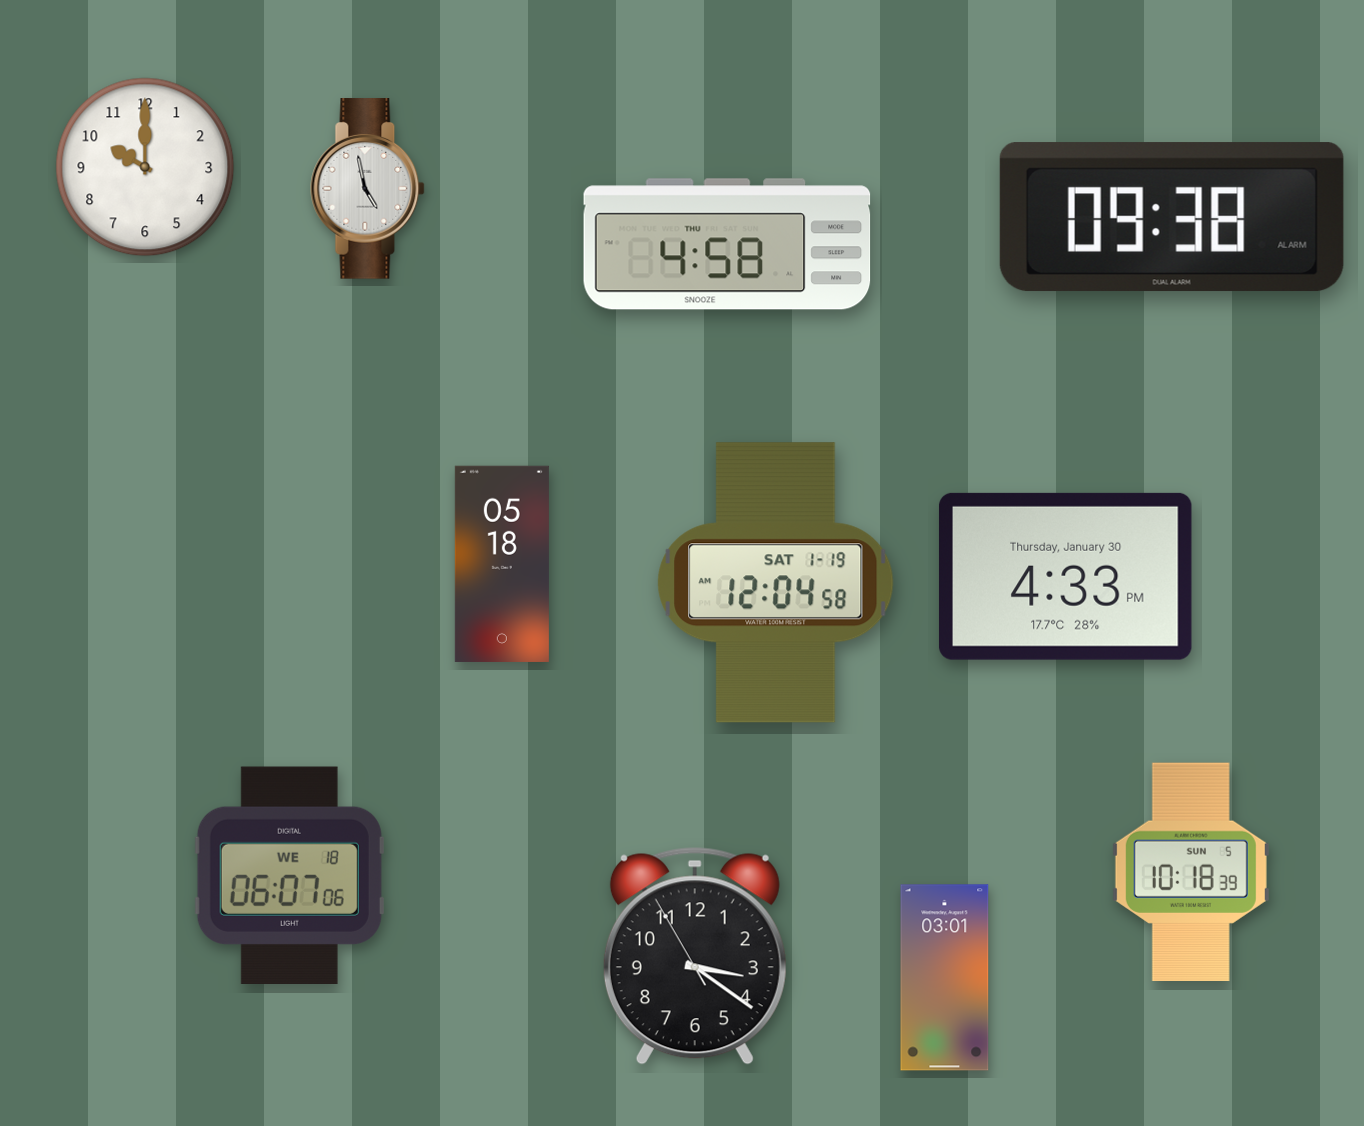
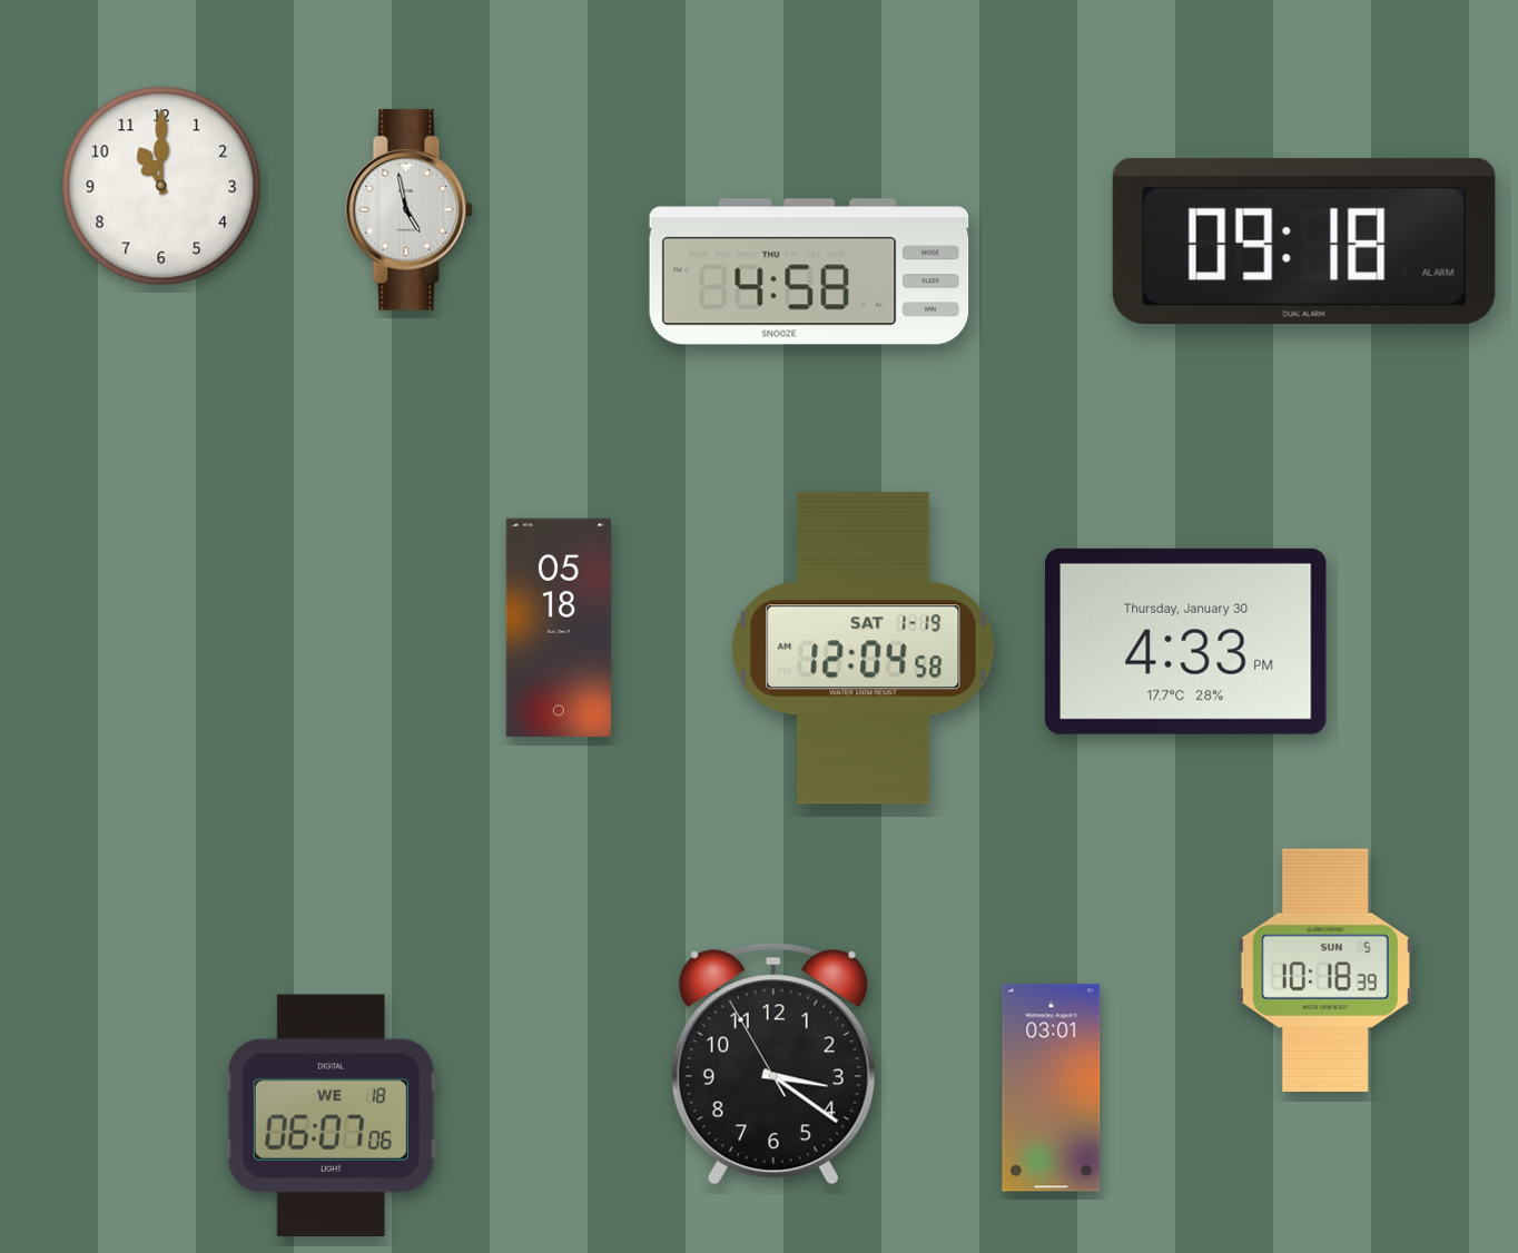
clock at (145, 167): 10:00 -> 11:00
clock at (1172, 217): 09:38 -> 09:18
clock at (289, 875) position: (289, 875) -> (331, 1115)
